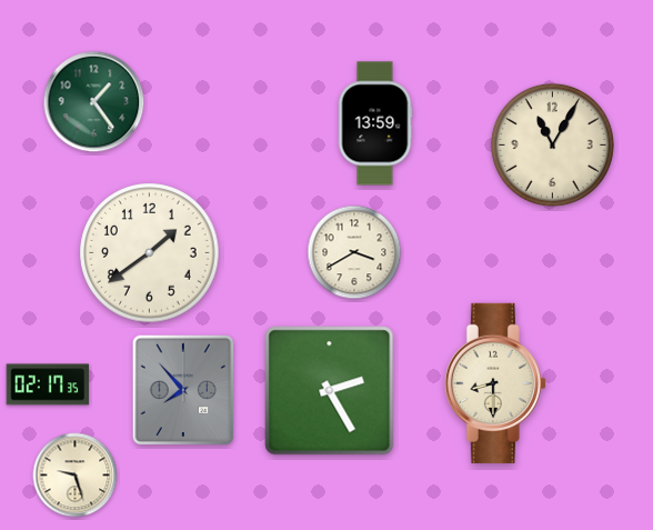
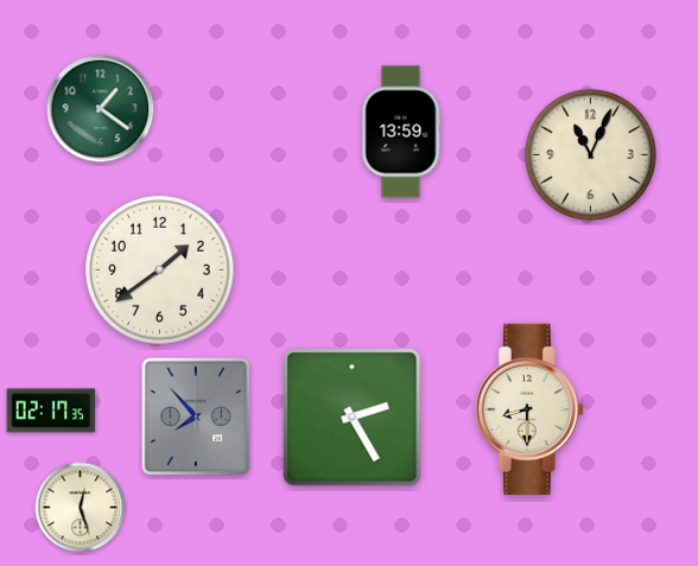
clock at (94, 102): 1:24 -> 1:21
clock at (552, 144): 11:05 -> 11:04
clock at (354, 252): 3:40 -> none
clock at (76, 476): 9:27 -> 12:27
